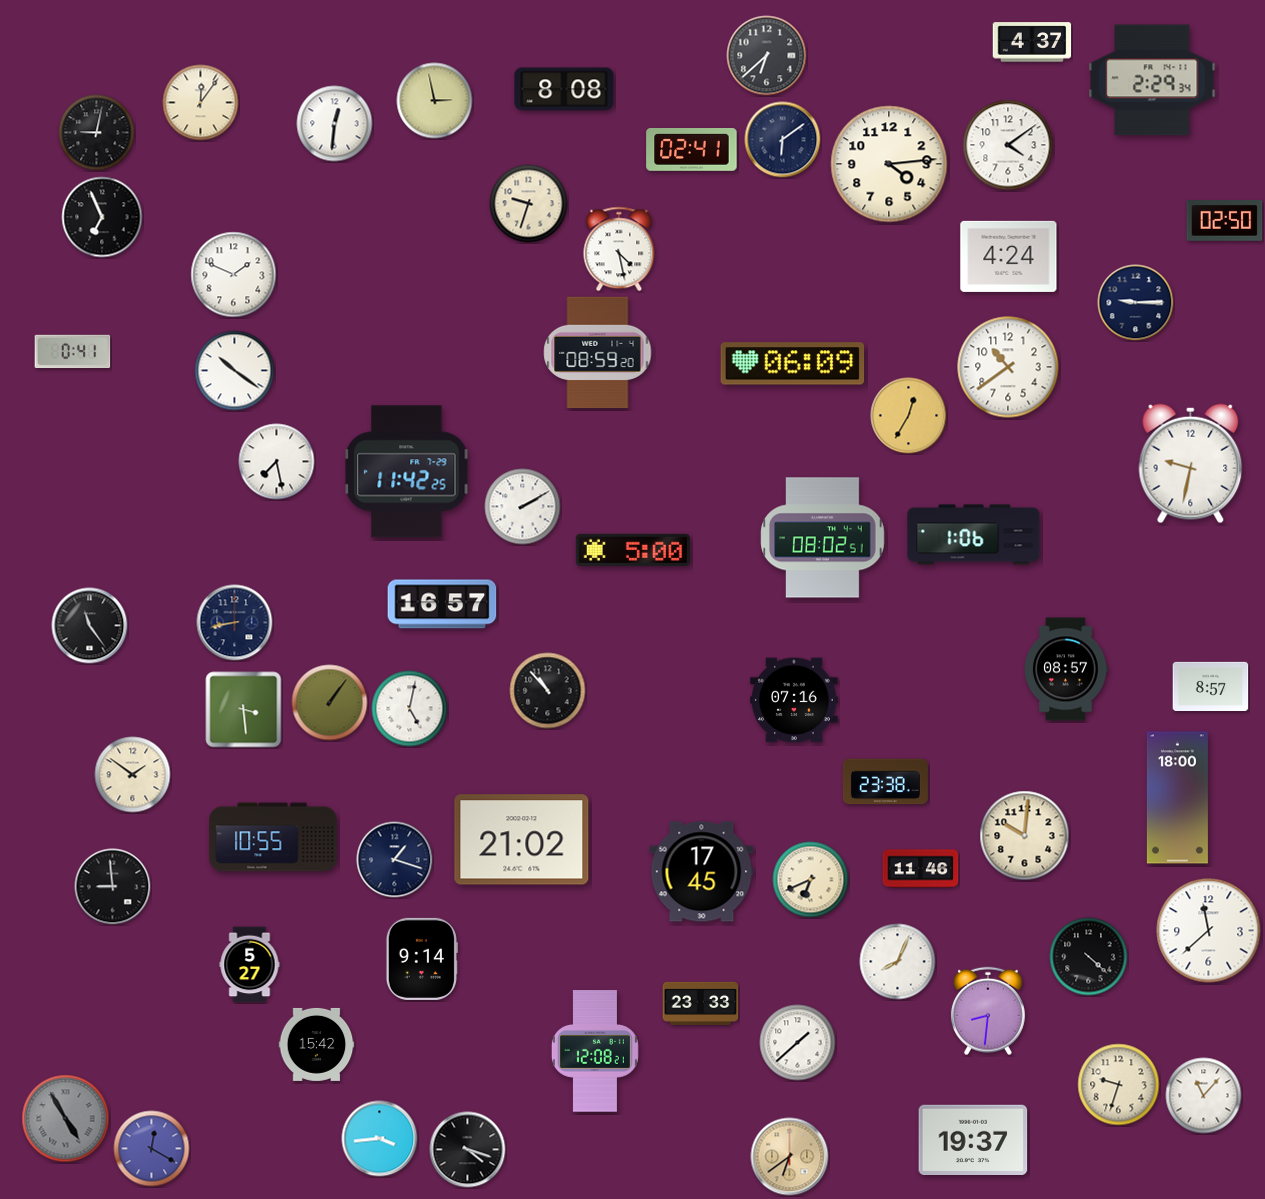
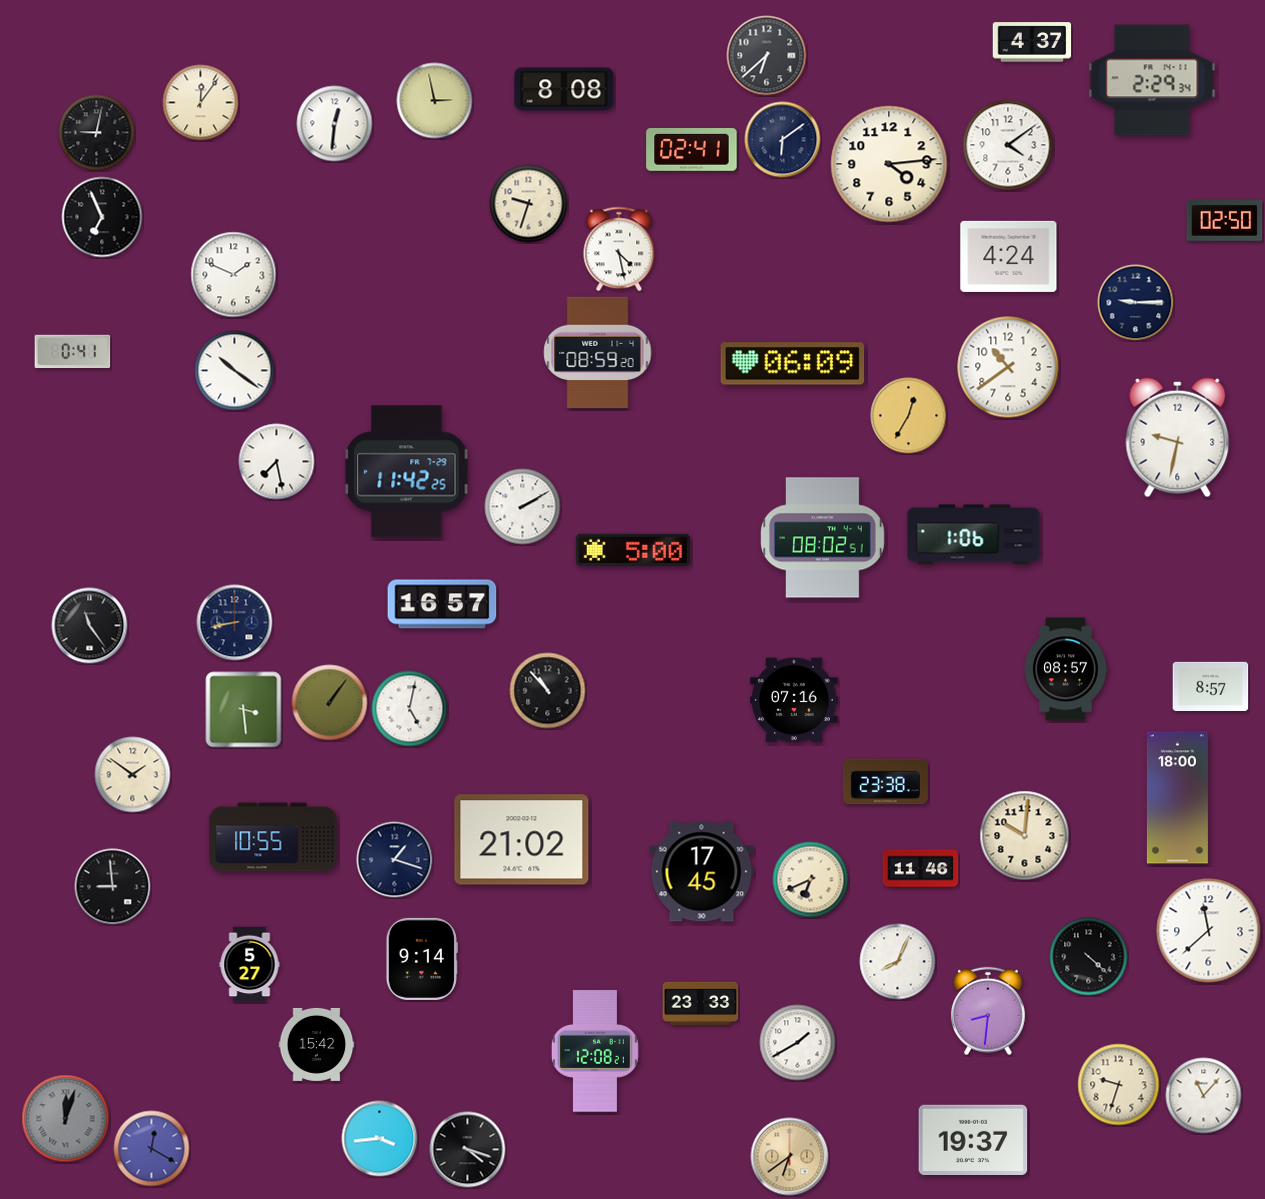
clock at (1191, 464) position: (1191, 464) -> (1178, 438)
clock at (798, 1043): 1:38 -> 1:40
clock at (66, 1119): 4:55 -> 12:03
